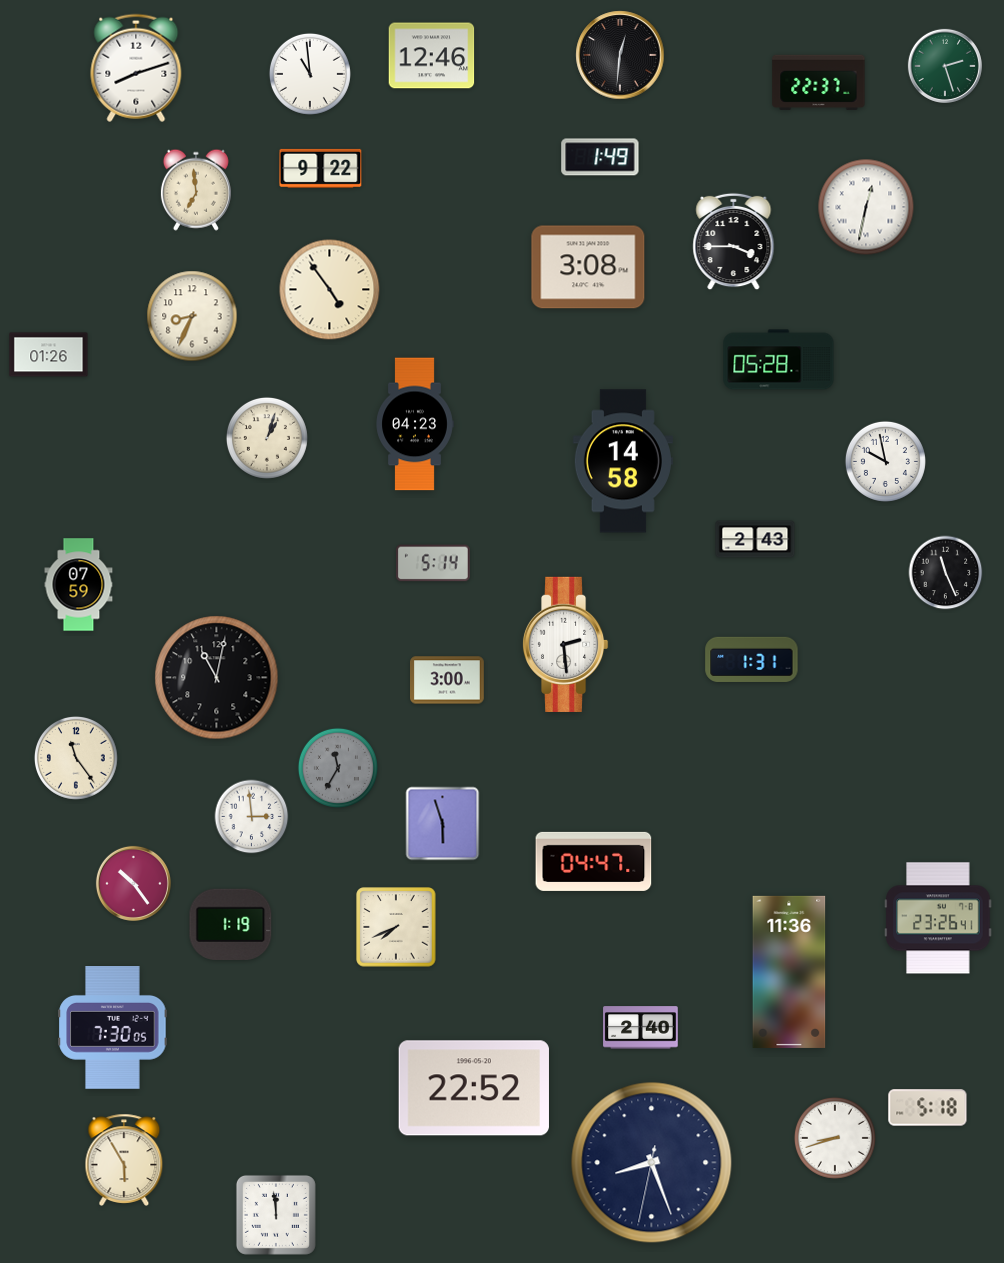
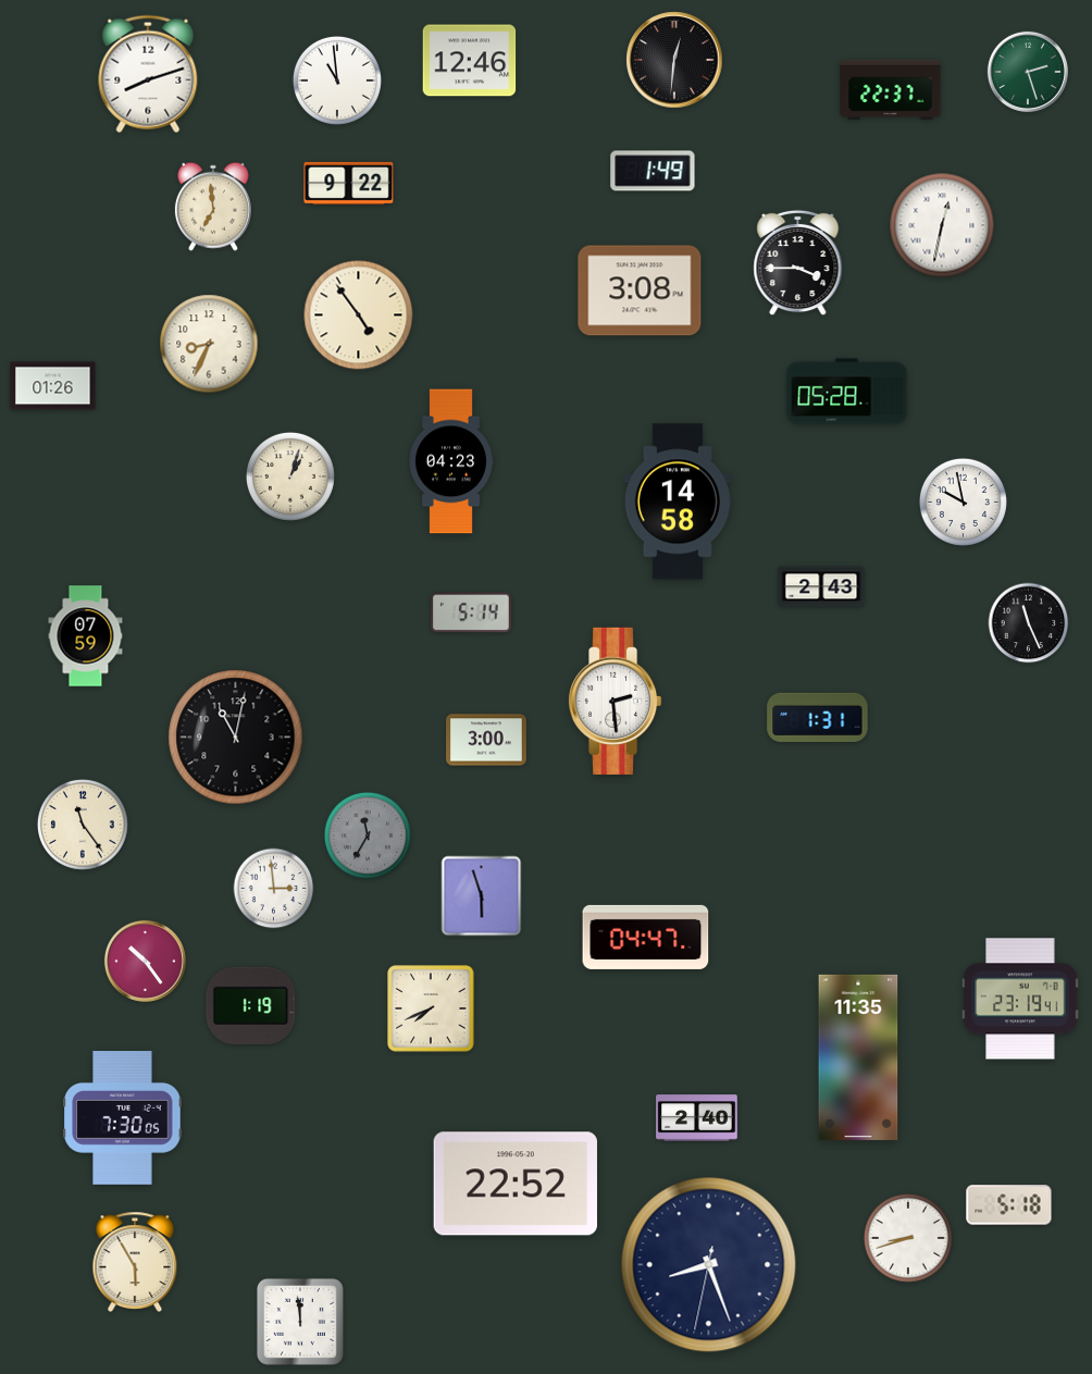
clock at (938, 918): 23:26 -> 23:19
clock at (789, 972): 11:36 -> 11:35
